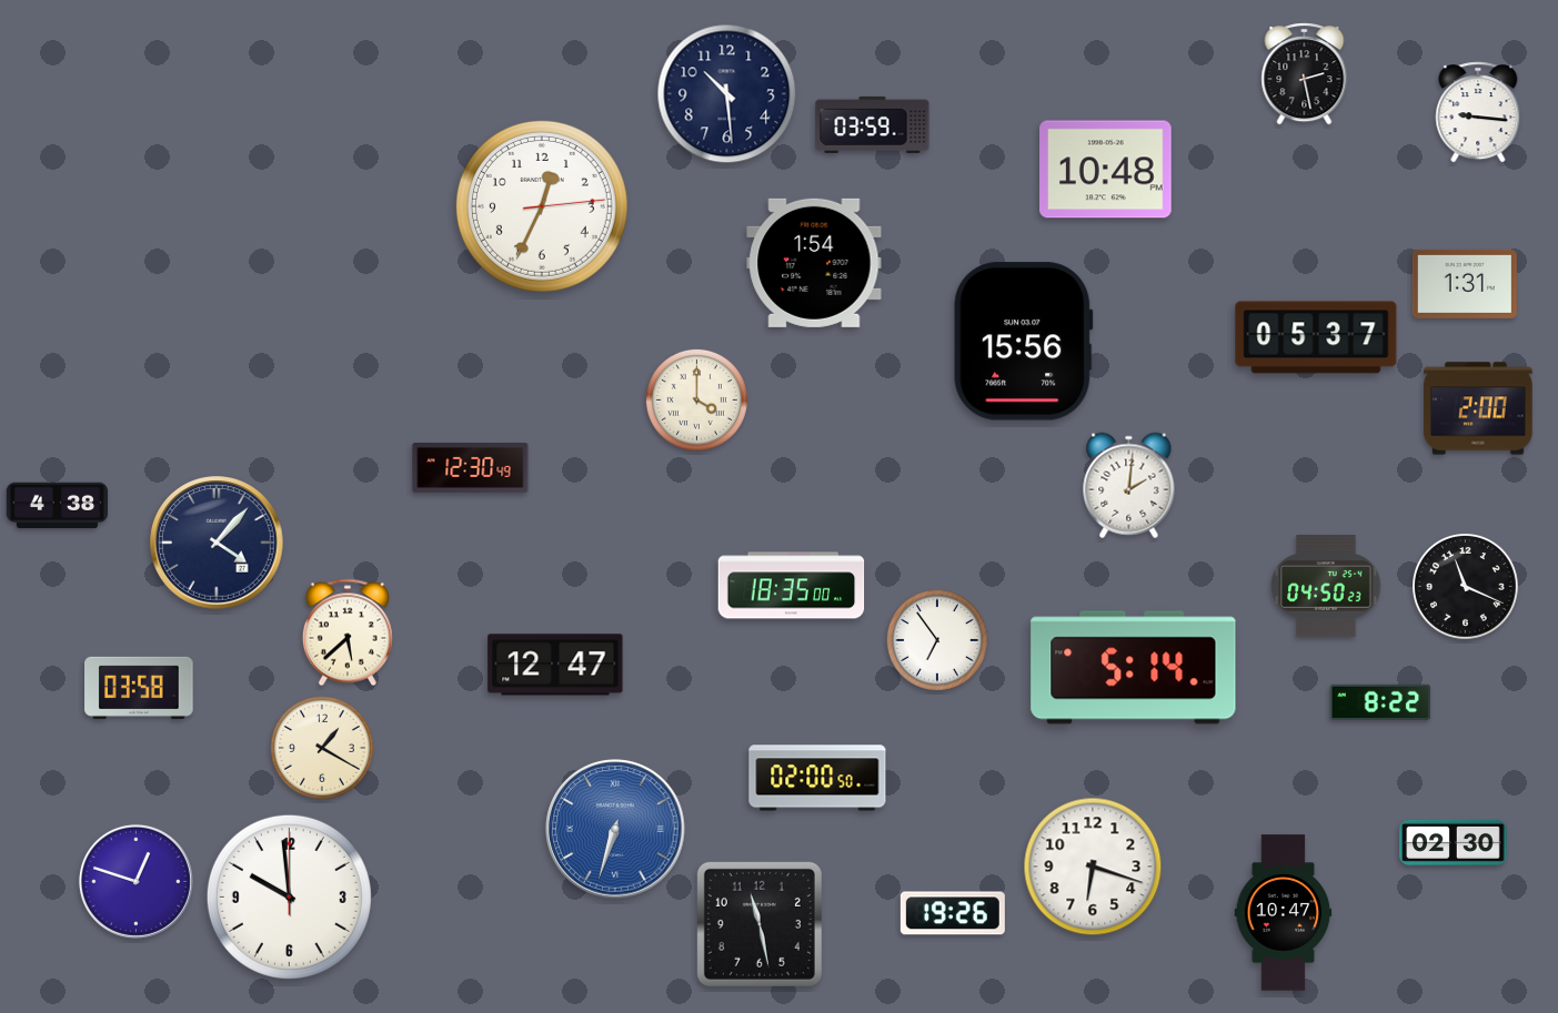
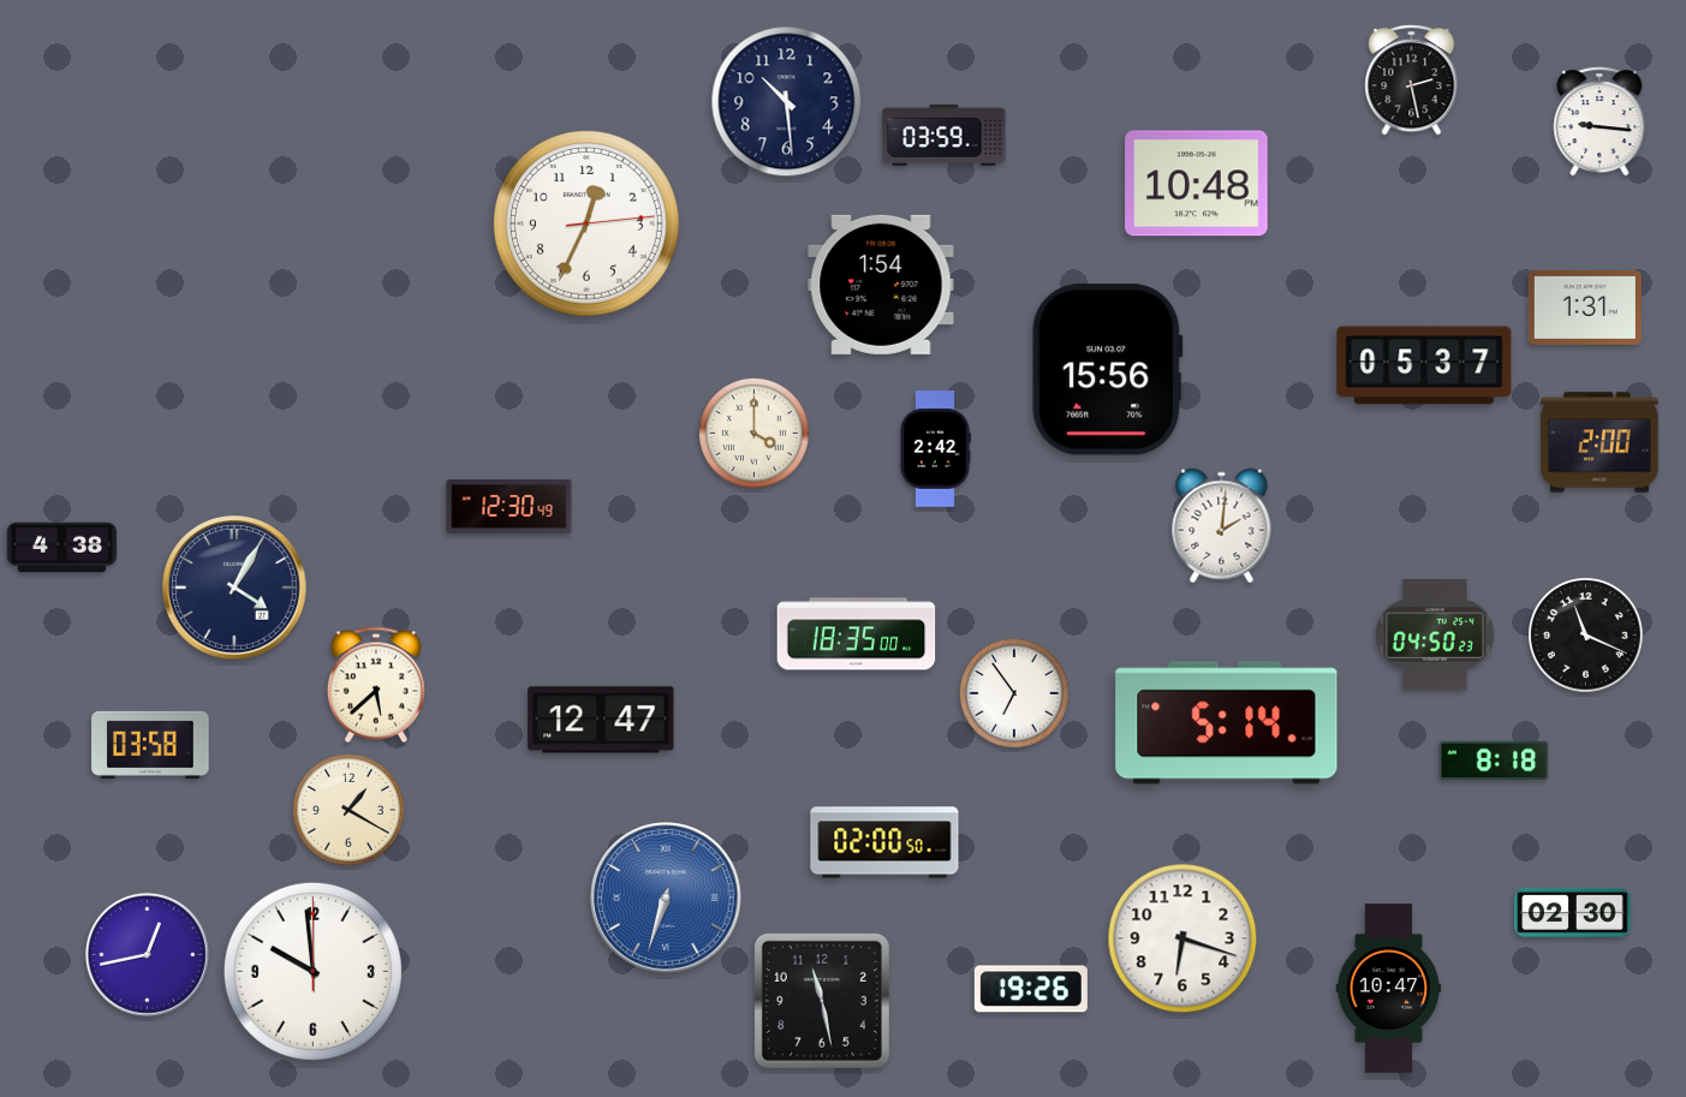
clock at (936, 449): none -> 2:42
clock at (217, 543): 4:07 -> 4:05
clock at (1380, 702): 8:22 -> 8:18
clock at (135, 881): 12:48 -> 12:43
